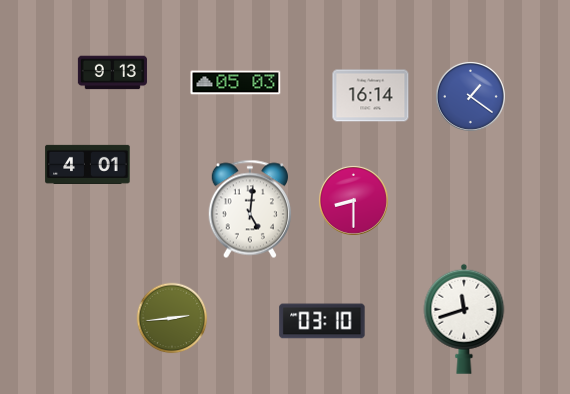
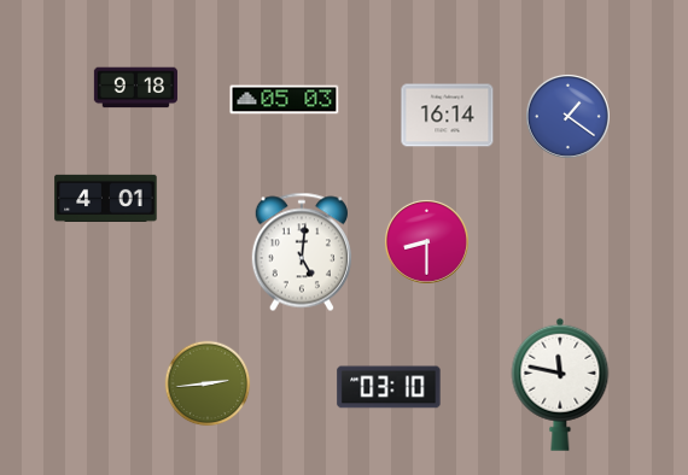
clock at (112, 73): 9:13 -> 9:18
clock at (464, 319): 11:42 -> 11:47
